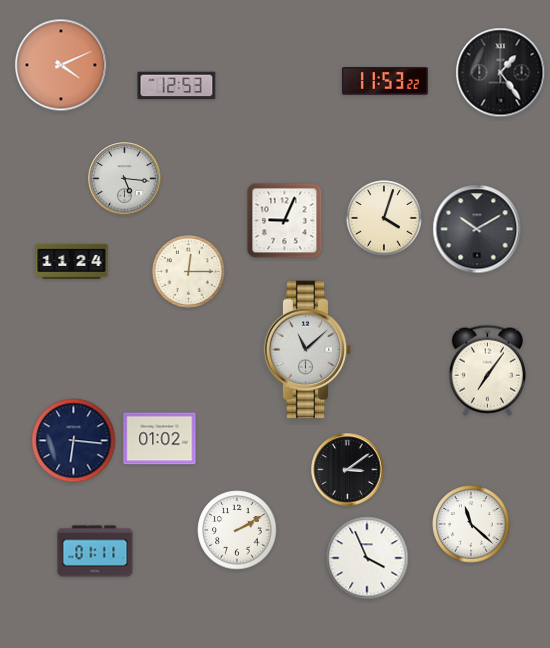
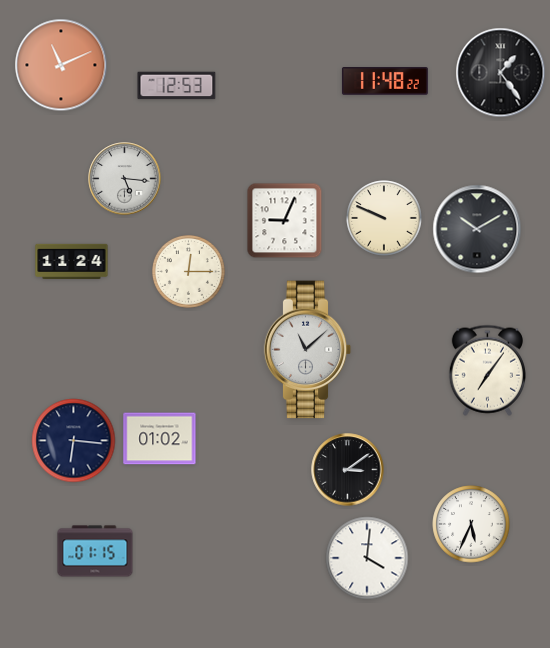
clock at (61, 65): 4:11 -> 11:11
clock at (385, 81): 11:53 -> 11:48
clock at (384, 218): 4:03 -> 9:49
clock at (471, 524): 11:22 -> 5:34
clock at (237, 530): 2:10 -> none
clock at (95, 551): 01:11 -> 01:15
clock at (367, 558): 3:56 -> 4:01
